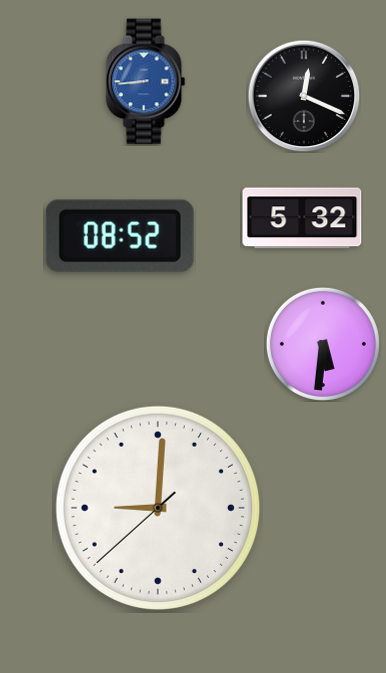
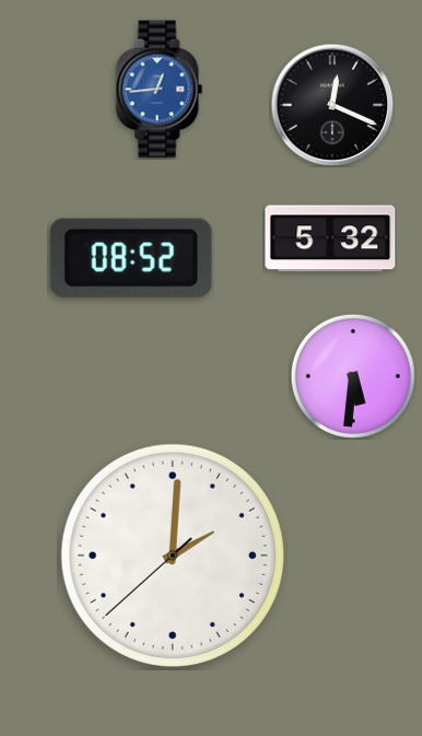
clock at (146, 82): 8:44 -> 12:44
clock at (157, 507): 9:00 -> 2:00
